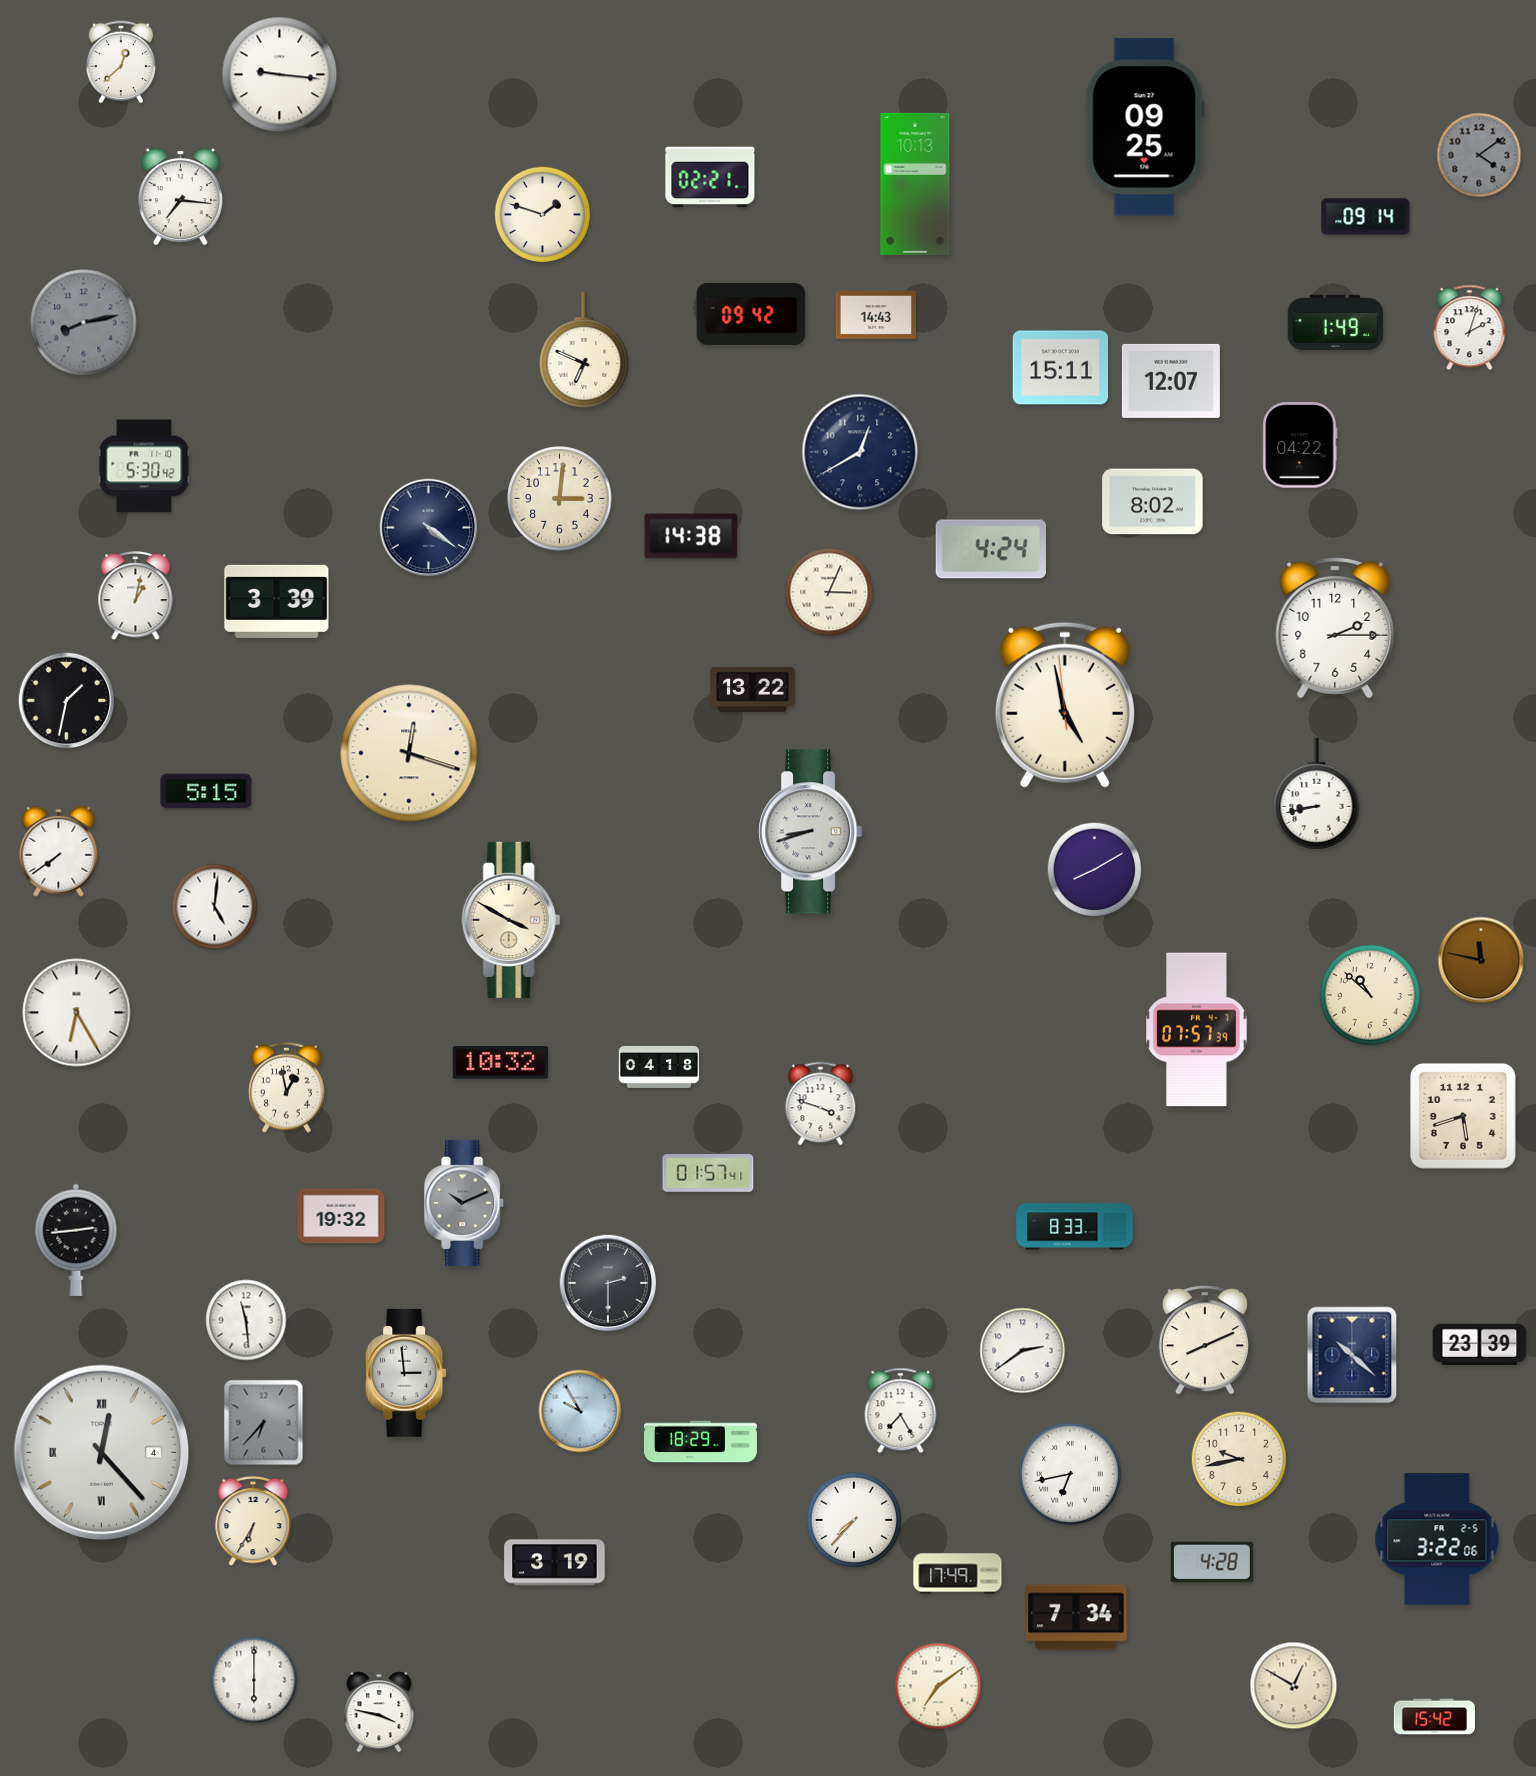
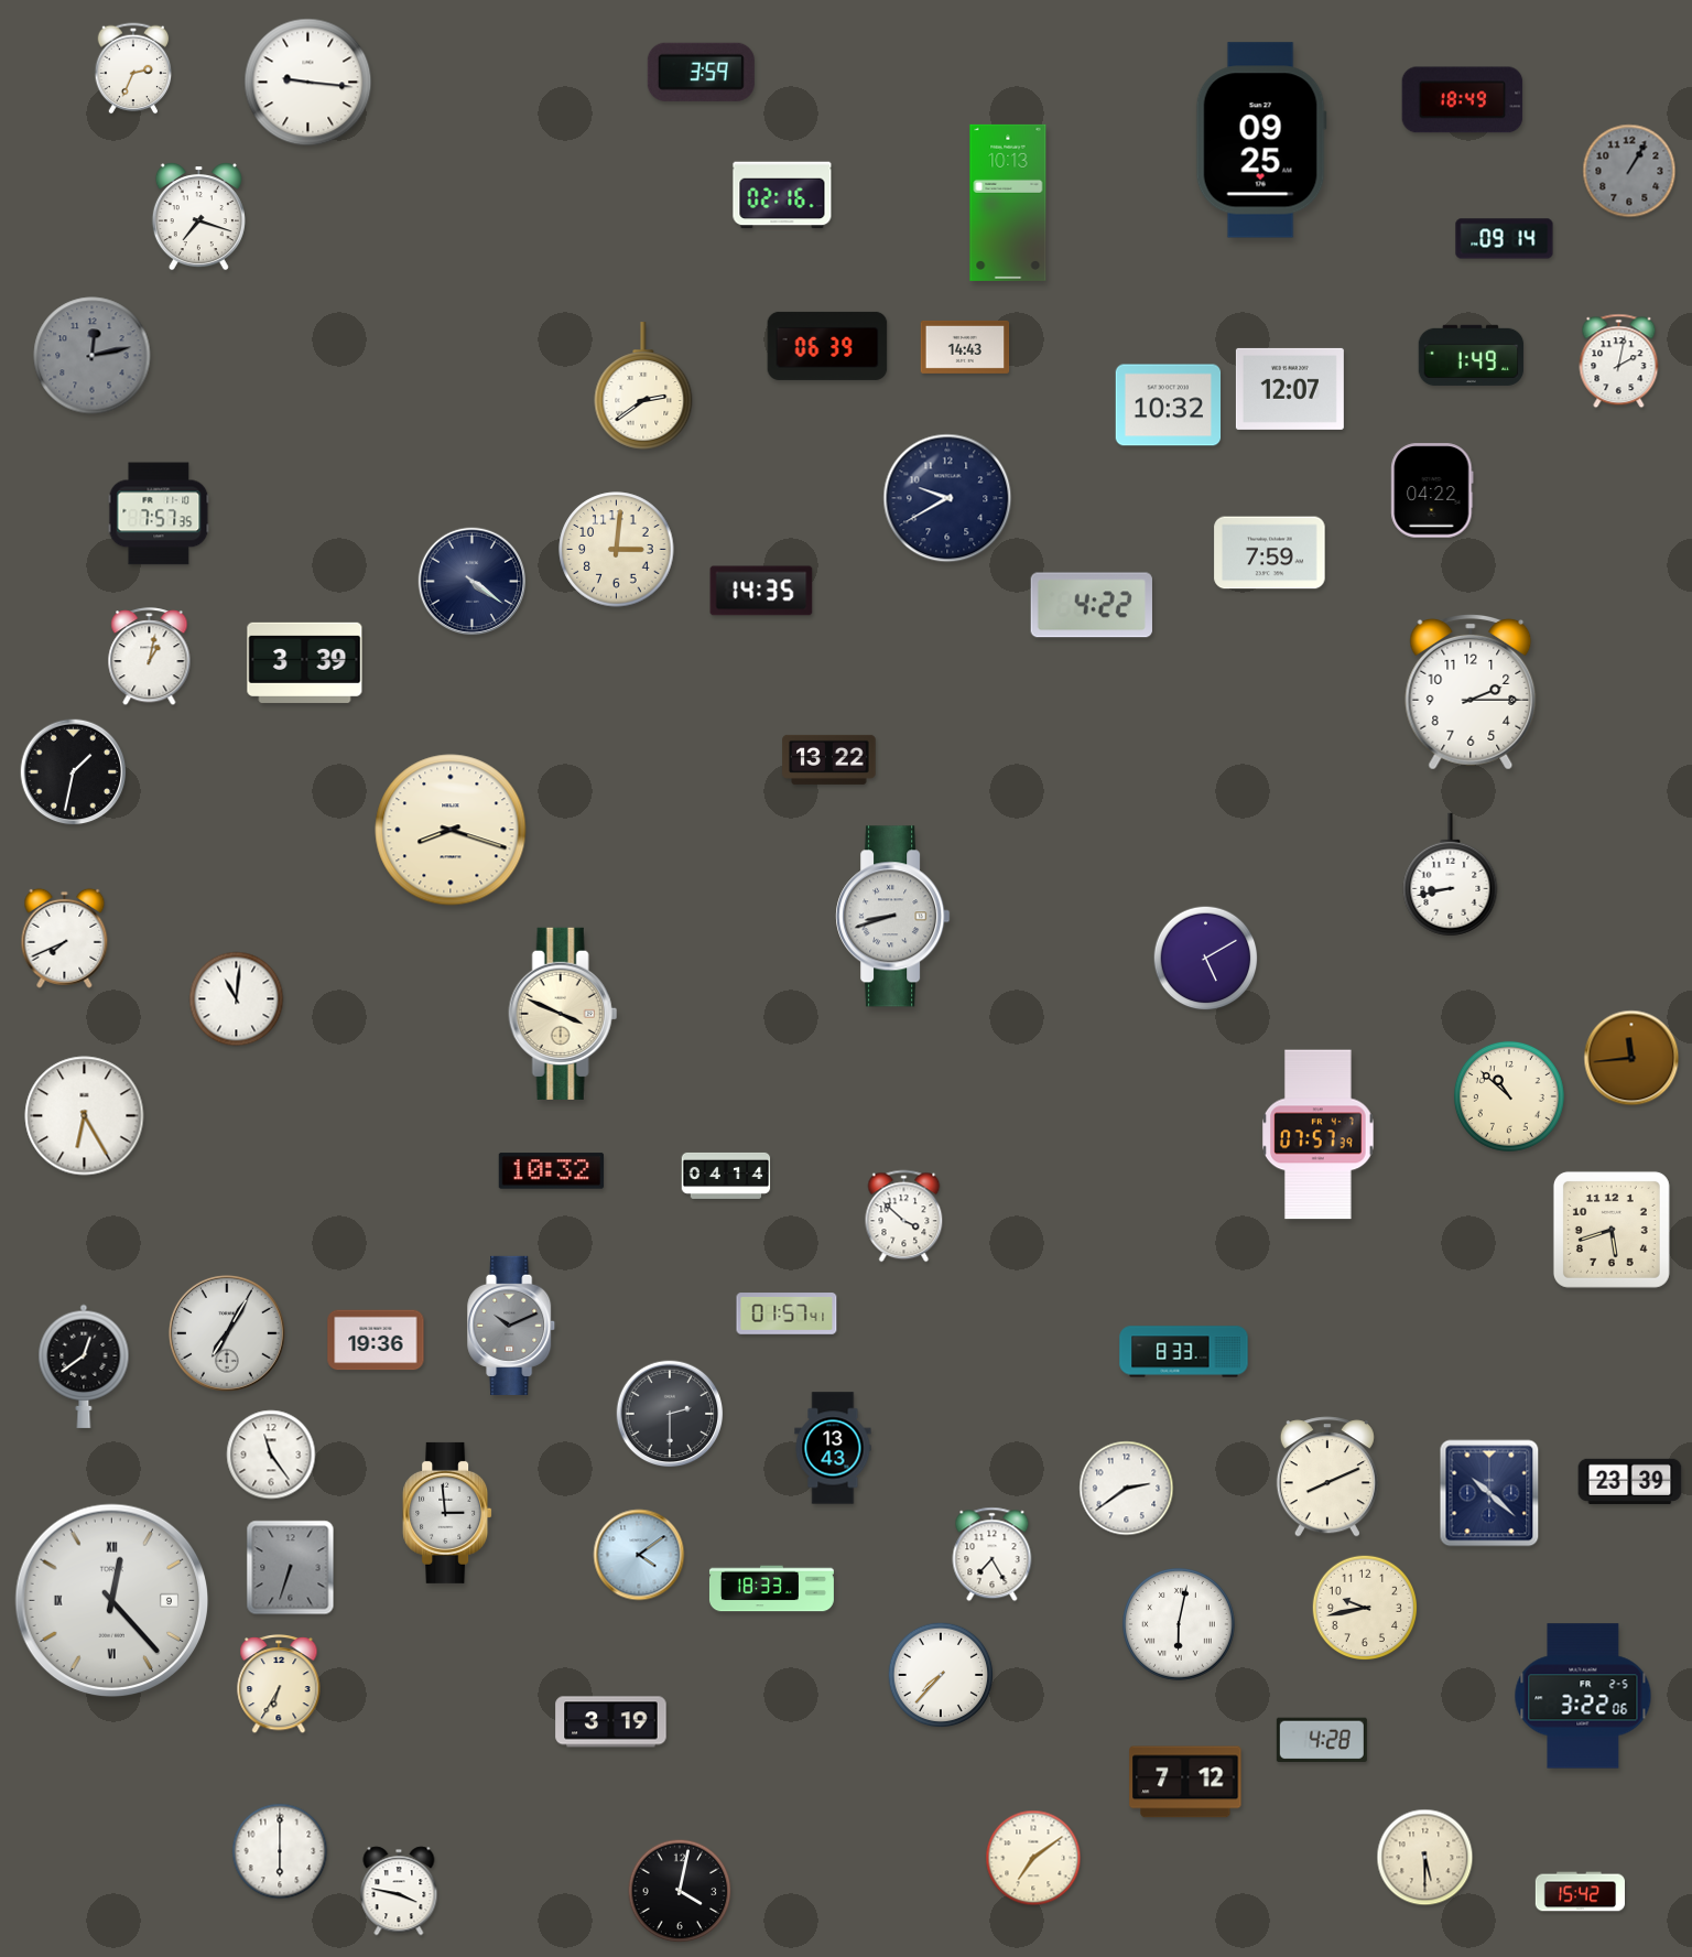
clock at (121, 62): 12:38 -> 2:34
clock at (701, 72): none -> 3:59
clock at (1463, 100): none -> 18:49
clock at (1479, 155): 4:09 -> 1:05
clock at (710, 177): 02:21 -> 02:16
clock at (180, 197): 7:16 -> 7:18
clock at (542, 214): 1:48 -> none
clock at (751, 314): 09:42 -> 06:39
clock at (84, 323): 8:13 -> 12:13
clock at (1470, 328): 2:03 -> 2:02
clock at (584, 350): 6:49 -> 2:39
clock at (1061, 368): 15:11 -> 10:32
clock at (1171, 381) position: (1171, 381) -> (1290, 389)
clock at (860, 452): 12:40 -> 9:40
clock at (144, 466): 5:30 -> 7:57
clock at (1153, 502): 8:02 -> 7:59
clock at (691, 536): 14:38 -> 14:35
clock at (991, 549): 4:24 -> 4:22
clock at (829, 592): 3:04 -> none
clock at (1065, 705): 4:57 -> none
clock at (409, 753): 12:18 -> 8:18
clock at (206, 791): 5:15 -> none
clock at (59, 851): 7:39 -> 7:41
clock at (1095, 870): 8:10 -> 5:10
clock at (215, 907): 5:01 -> 11:01
clock at (511, 920): 3:50 -> 3:49
clock at (1481, 960): 11:47 -> 11:44
clock at (659, 1067): 04:18 -> 04:14
clock at (287, 1087): 12:58 -> none
clock at (821, 1104): 3:48 -> 3:52
clock at (708, 1173) position: (708, 1173) -> (787, 1313)
clock at (227, 1333): none -> 7:05
clock at (341, 1216): 19:32 -> 19:36
clock at (76, 1240): 2:44 -> 12:39
clock at (833, 1448): none -> 13:43
clock at (246, 1320): 11:29 -> 11:24
clock at (580, 1411): 9:55 -> 4:09
clock at (264, 1423): 6:37 -> 6:33
clock at (700, 1442): 18:29 -> 18:33
clock at (102, 1453) date: 4 -> 9
clock at (1071, 1475): 6:43 -> 6:02
clock at (253, 1521) position: (253, 1521) -> (279, 1684)
clock at (1212, 1561) position: (1212, 1561) -> (1322, 1739)
clock at (958, 1574): 17:49 -> none
clock at (1076, 1617): 7:34 -> 7:12
clock at (1294, 1686): 12:50 -> 5:30
clock at (379, 1712) position: (379, 1712) -> (399, 1891)
clock at (680, 1891): none -> 4:02
